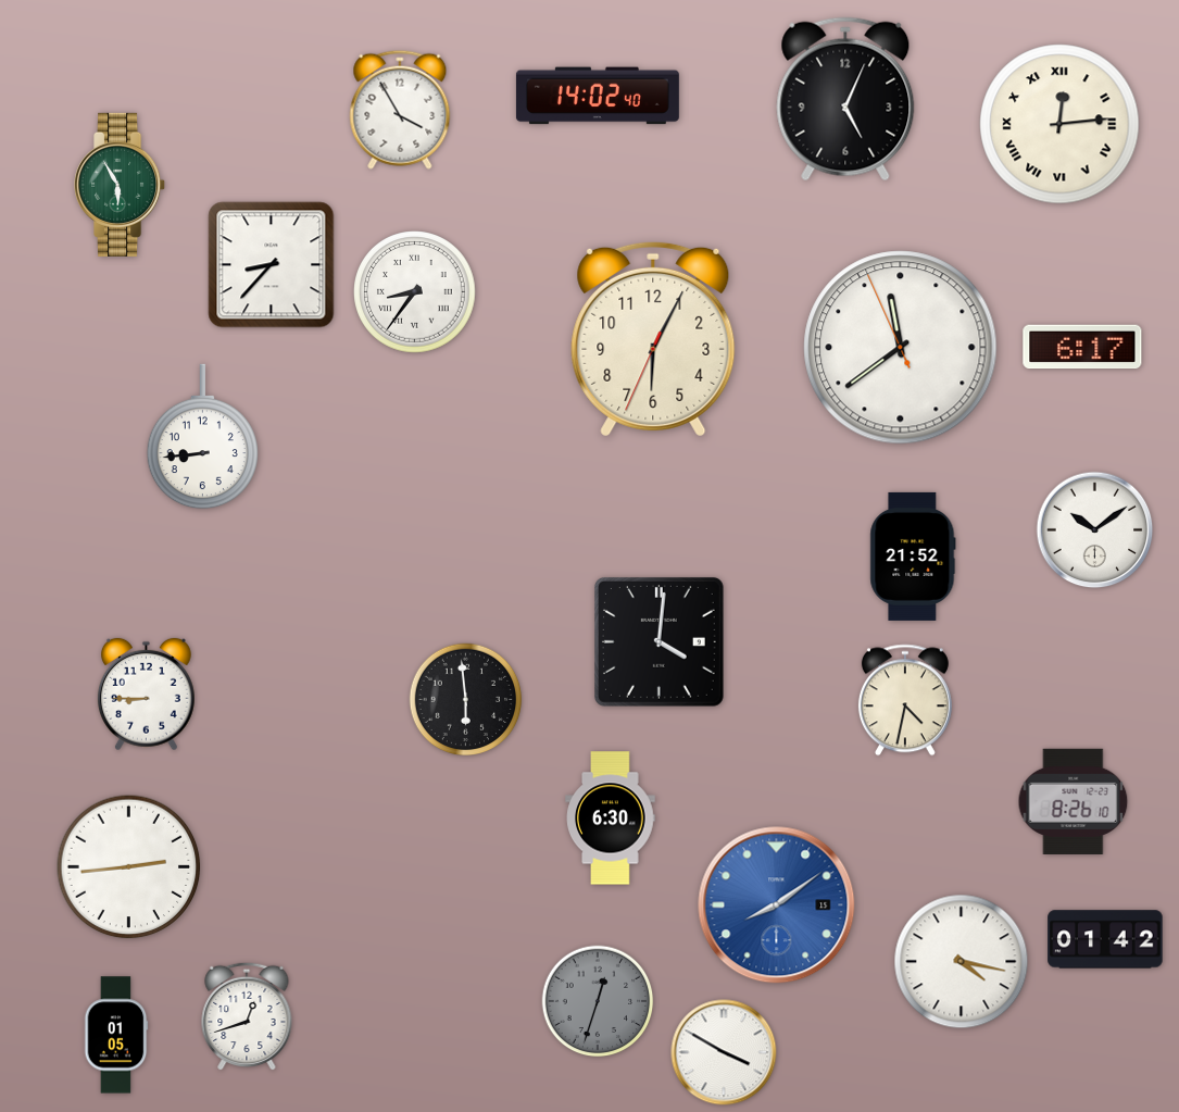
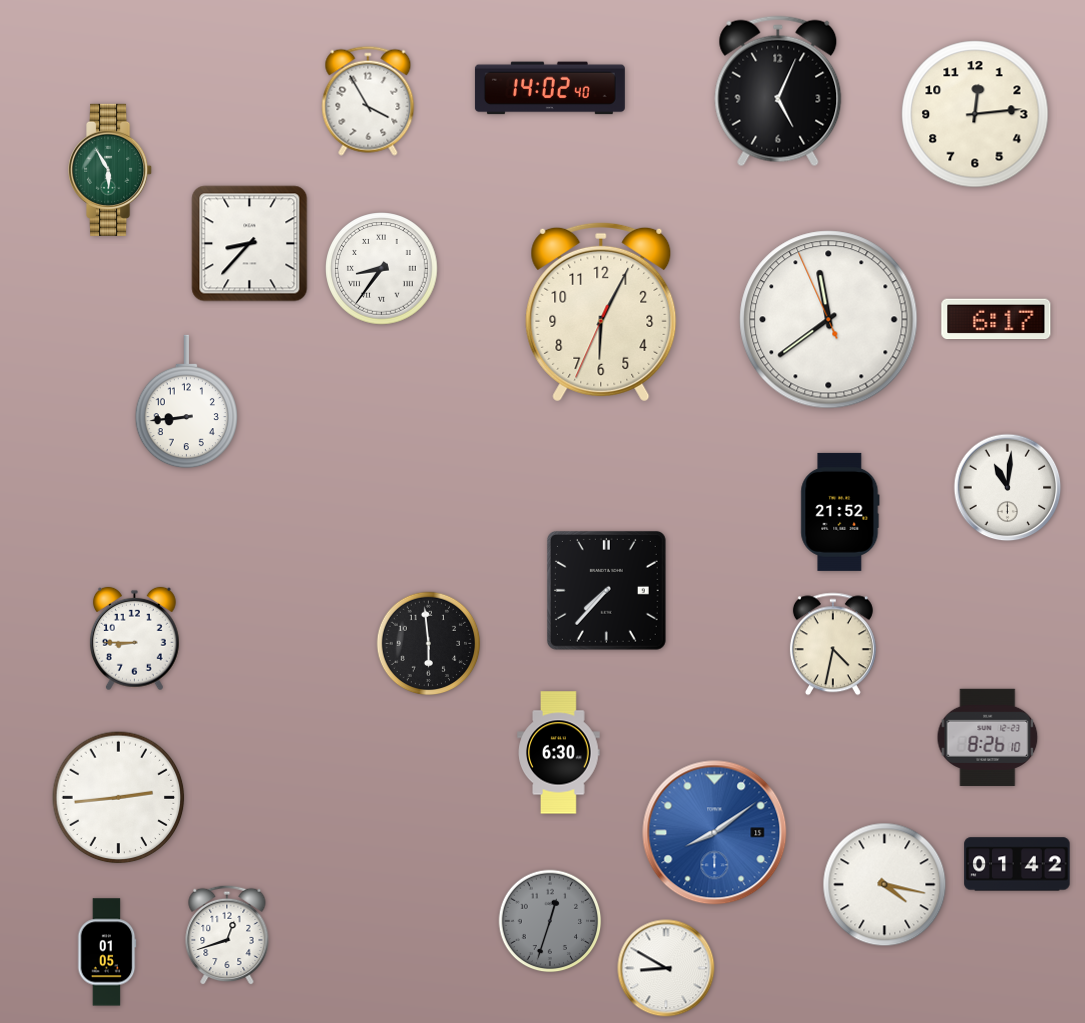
clock at (1059, 124) numerals: Roman -> Arabic
clock at (1095, 530): 10:09 -> 11:01
clock at (659, 641): 4:01 -> 7:37
clock at (611, 819) position: (611, 819) -> (559, 753)
clock at (724, 1052): 3:50 -> 8:50
